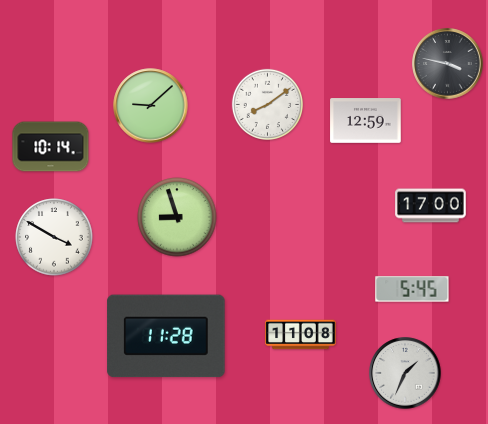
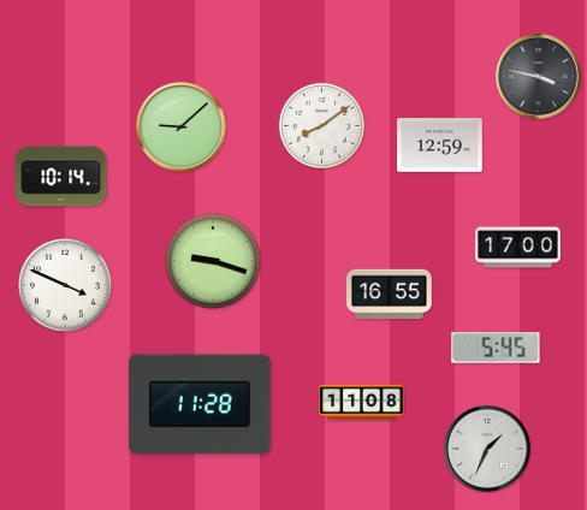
clock at (177, 217): 8:57 -> 9:18
clock at (54, 237): 3:50 -> 3:49
clock at (390, 295): none -> 16:55
